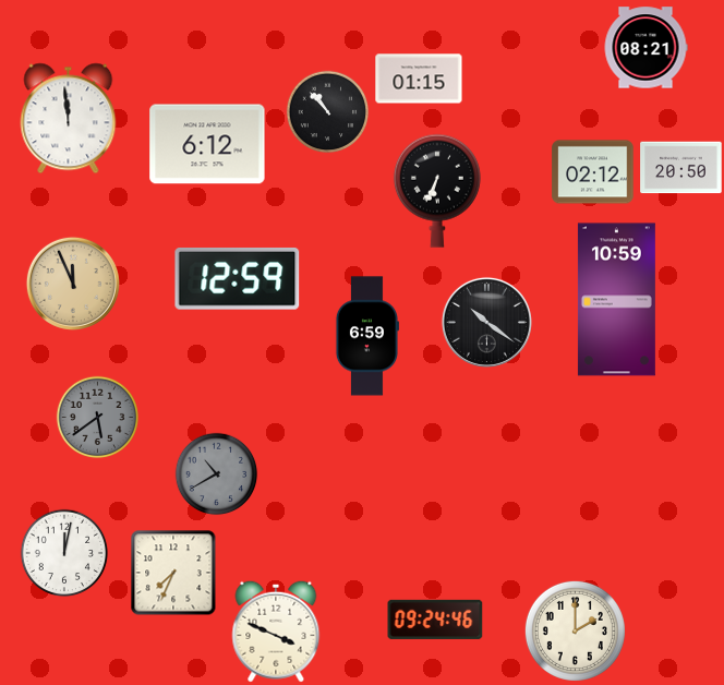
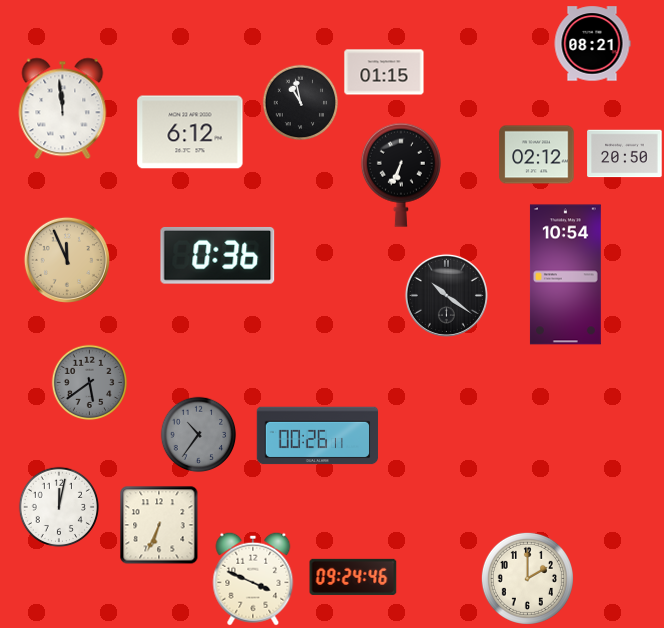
clock at (328, 112): 10:53 -> 10:58
clock at (593, 172) position: (593, 172) -> (537, 155)
clock at (238, 278): 12:59 -> 0:36
clock at (616, 300): 10:59 -> 10:54
clock at (366, 336): 6:59 -> none
clock at (217, 474): 10:40 -> 10:36
clock at (318, 436): none -> 00:26
clock at (173, 573): 7:34 -> 6:34
clock at (435, 620) position: (435, 620) -> (353, 577)
